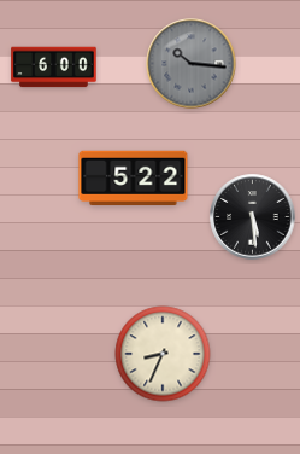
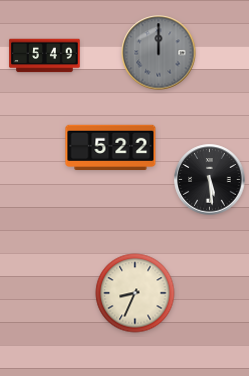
clock at (192, 64): 10:16 -> 12:00
clock at (54, 68): 6:00 -> 5:49
